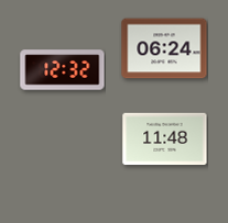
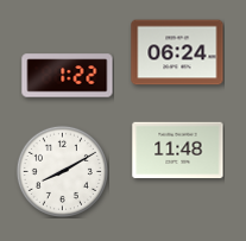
clock at (63, 70): 12:32 -> 1:22
clock at (62, 171): none -> 8:10
